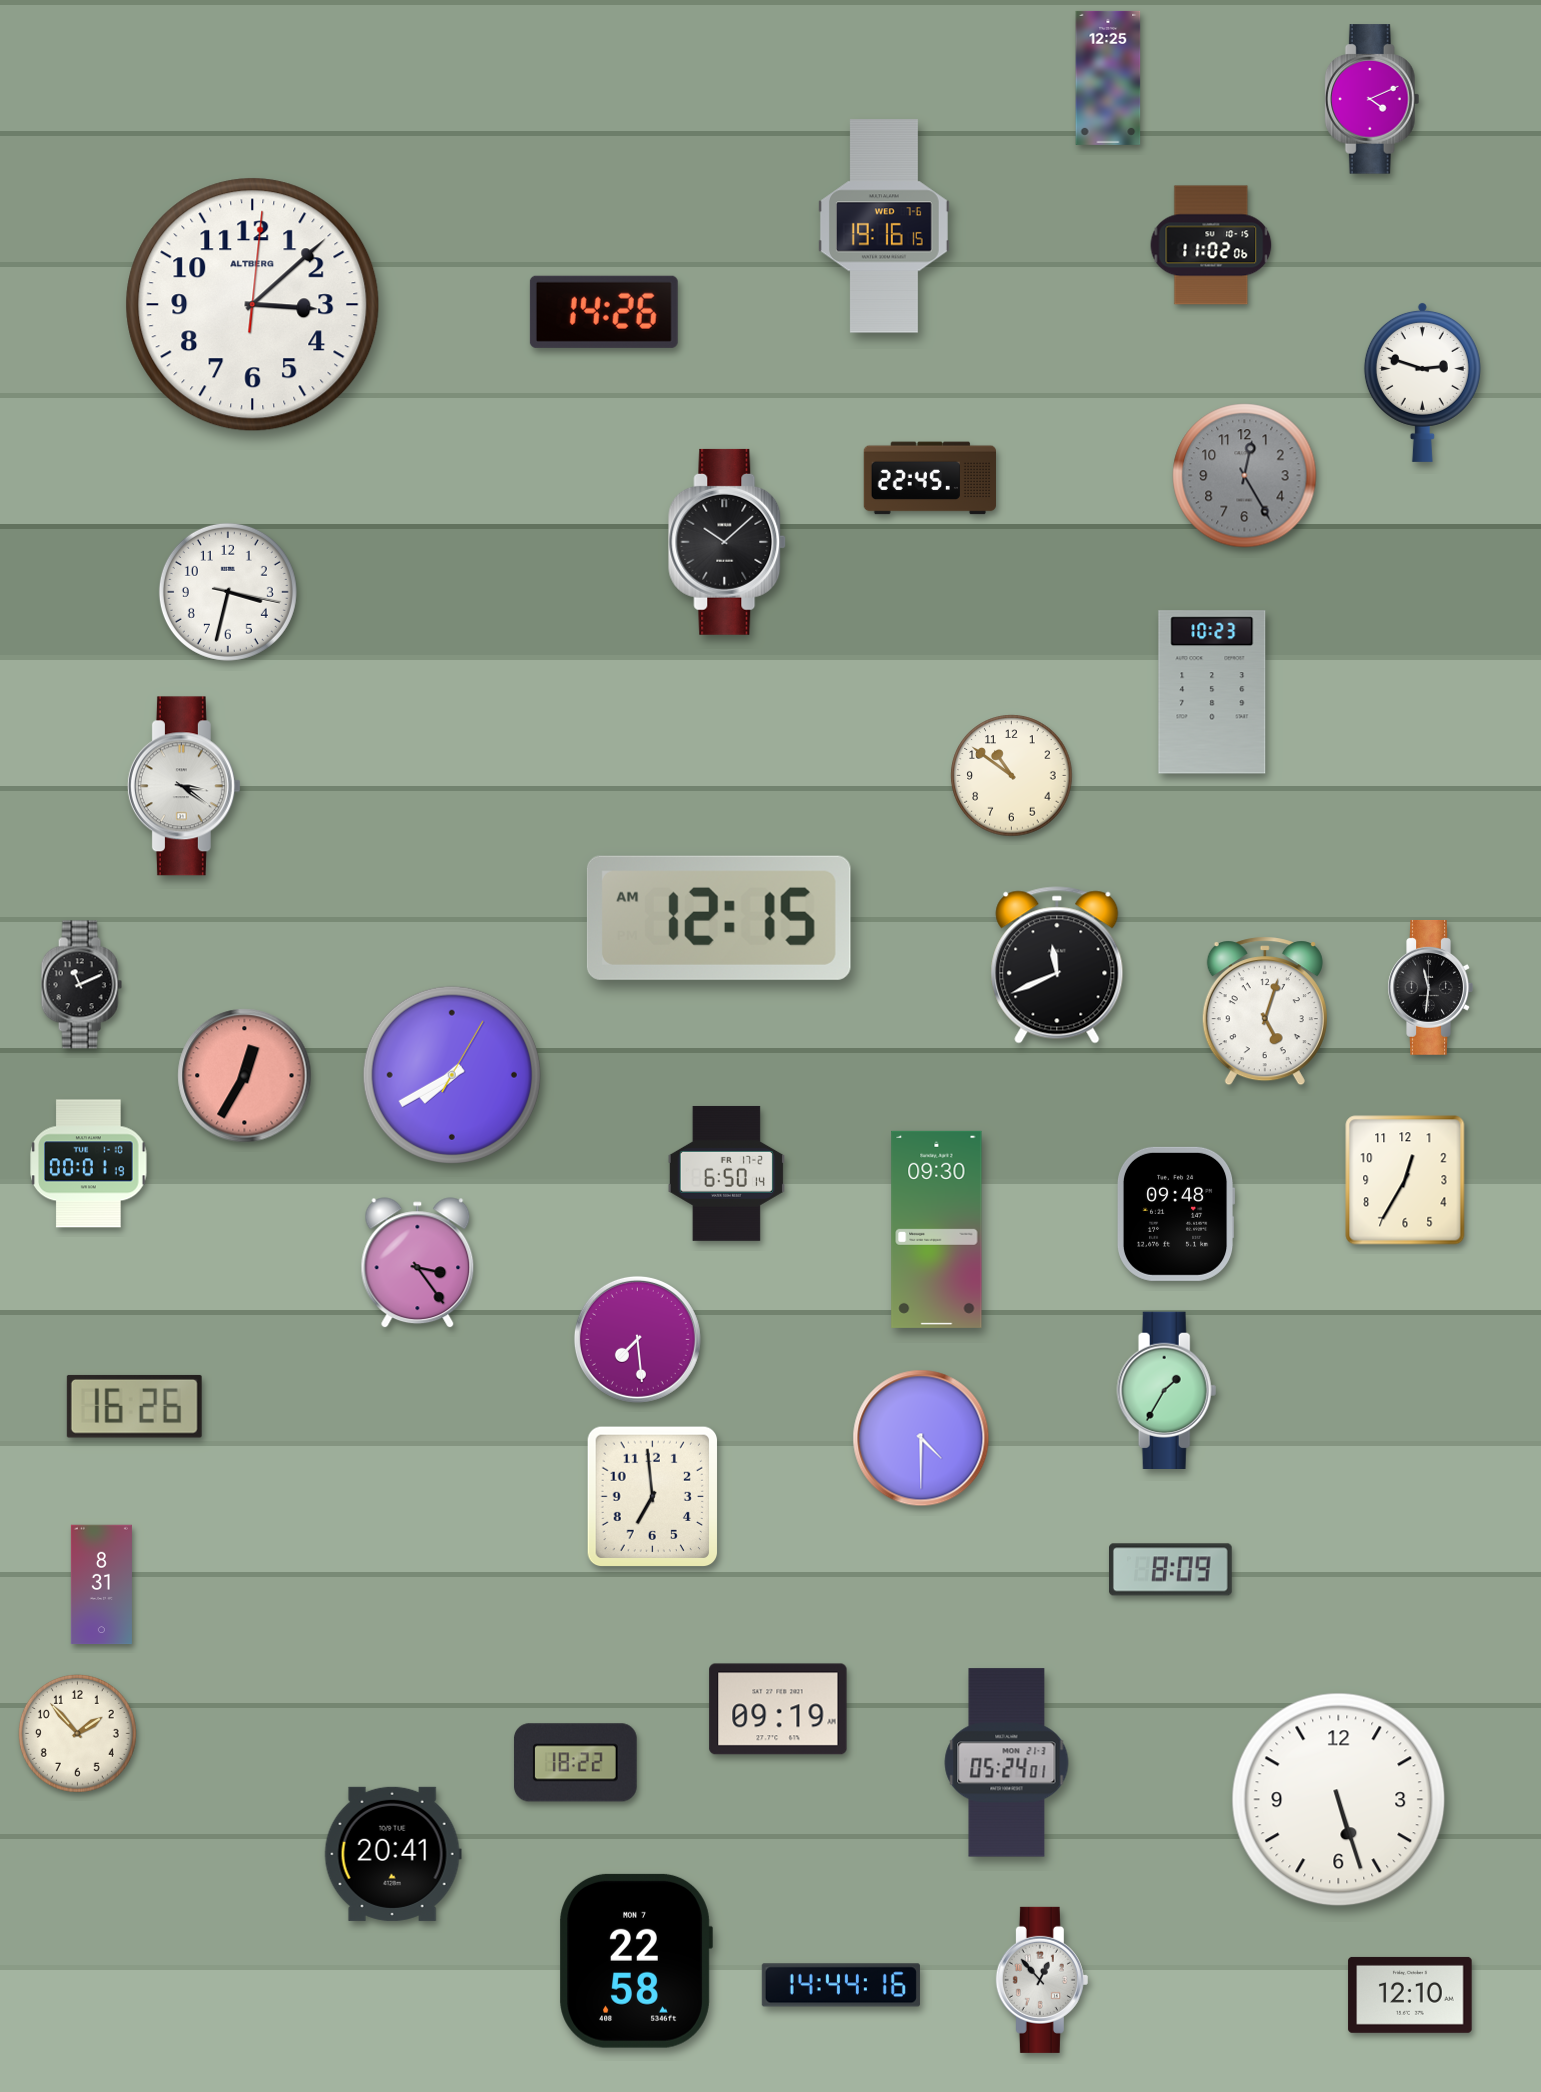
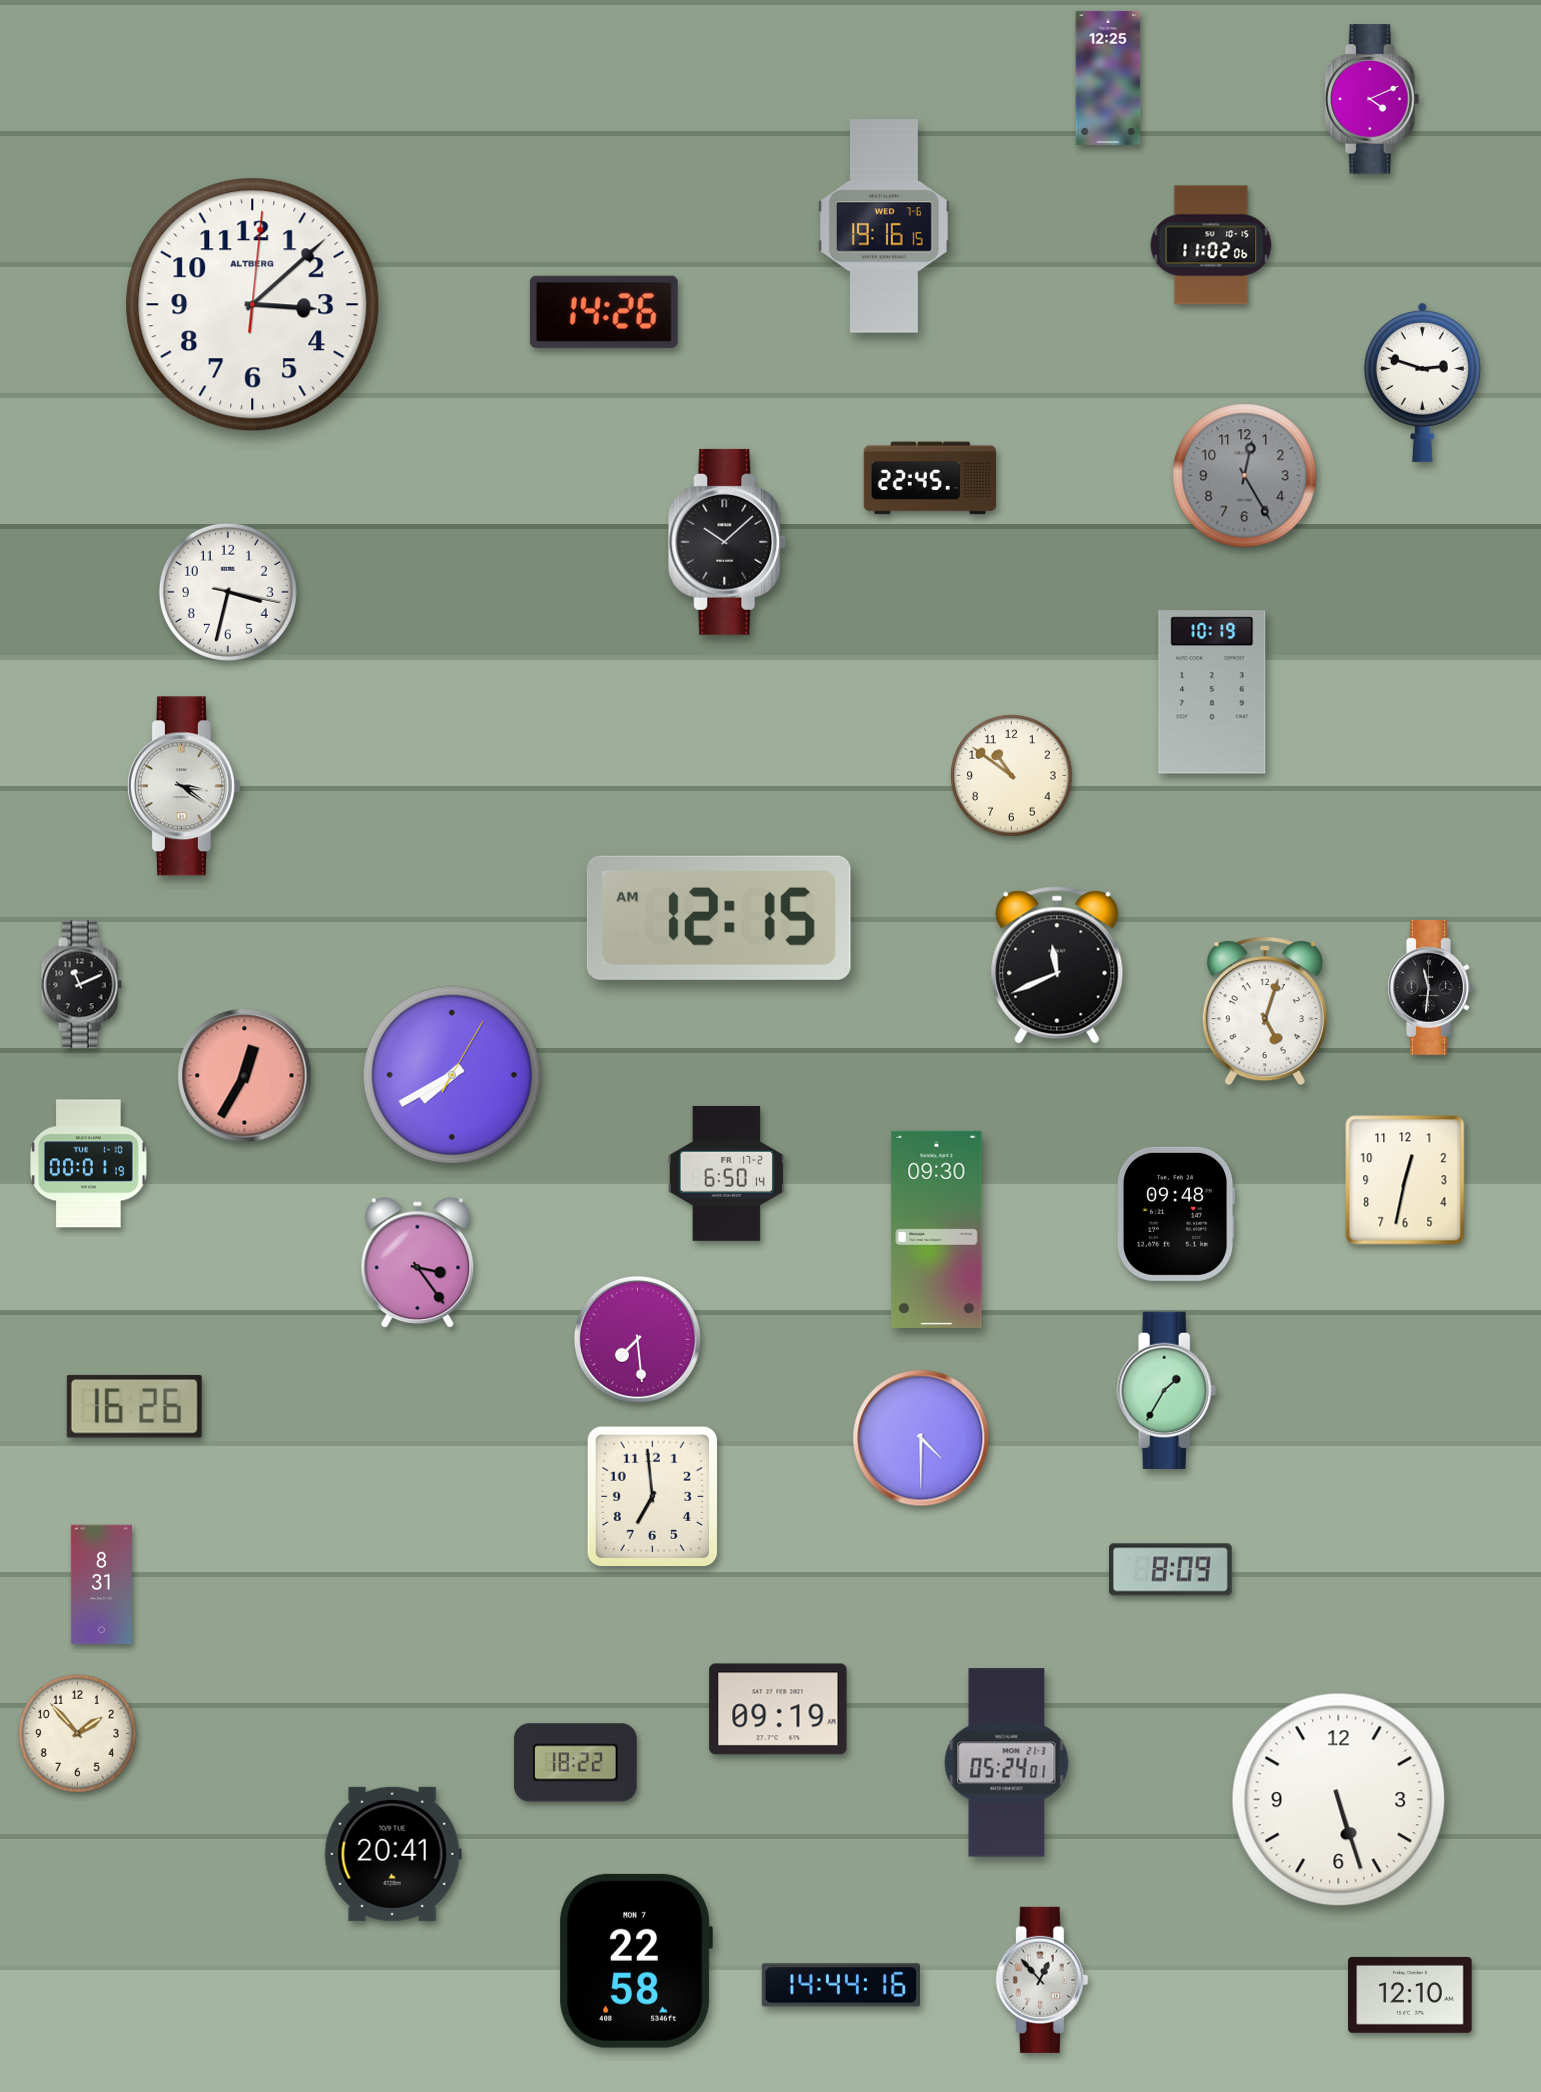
clock at (1212, 692): 10:23 -> 10:19
clock at (1405, 1180): 12:35 -> 12:32
